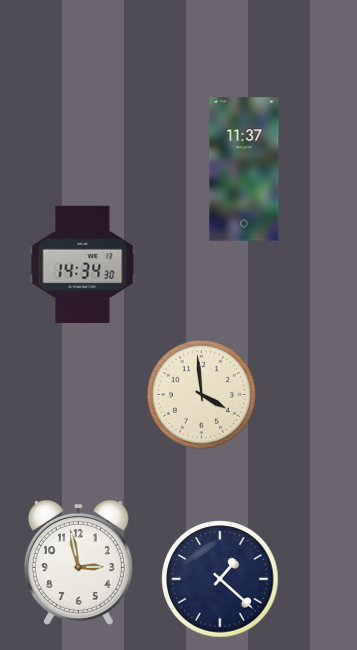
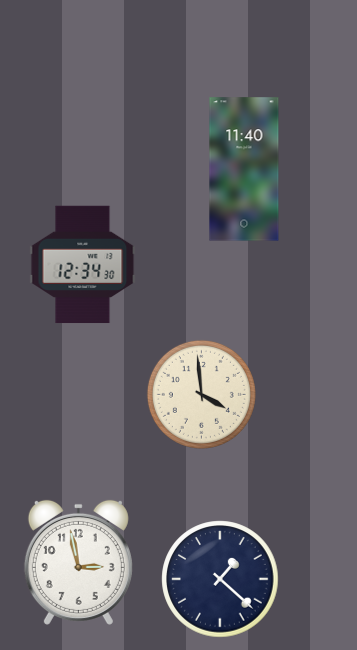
clock at (244, 169): 11:37 -> 11:40
clock at (83, 265): 14:34 -> 12:34
